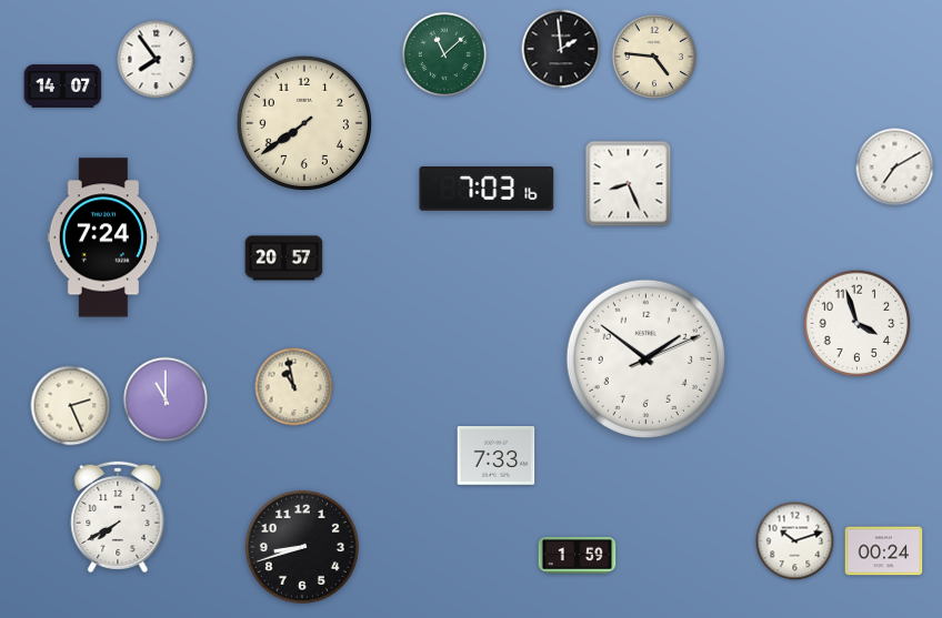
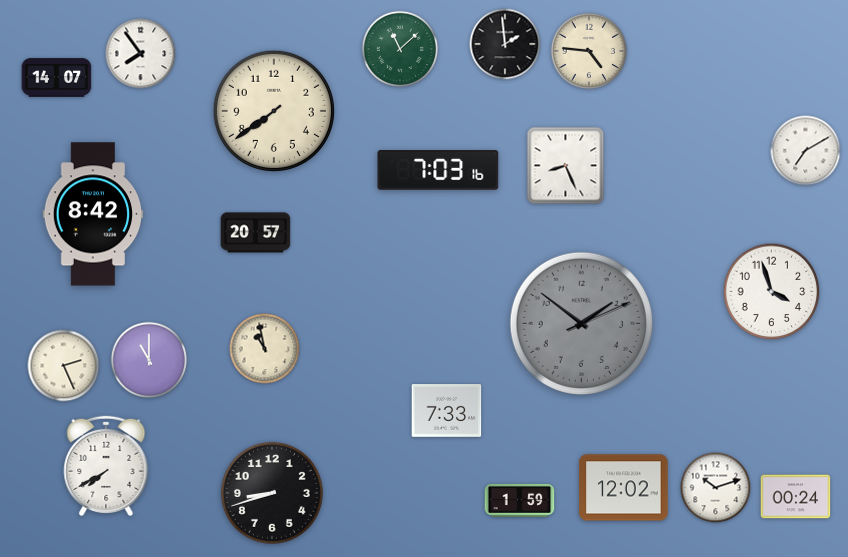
clock at (103, 237): 7:24 -> 8:42
clock at (645, 358) dial: white -> grey
clock at (624, 488): none -> 12:02
